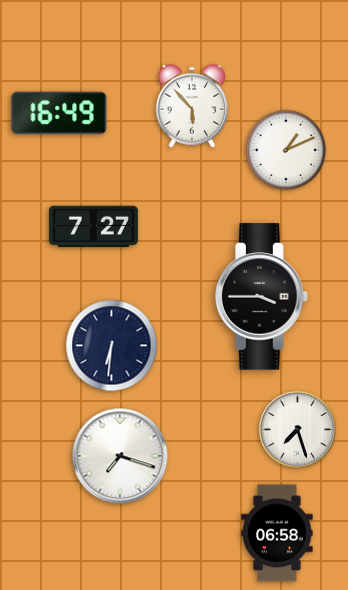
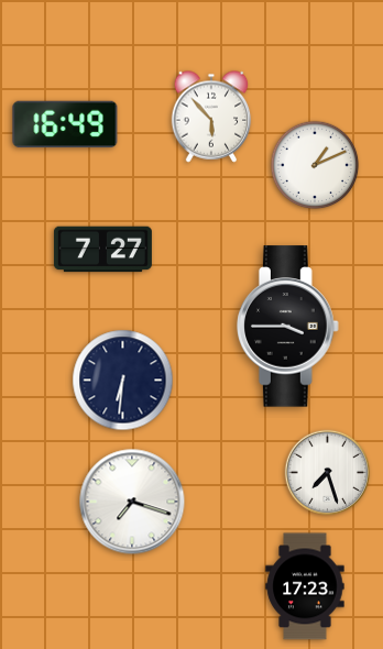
clock at (277, 533): 06:58 -> 17:23
